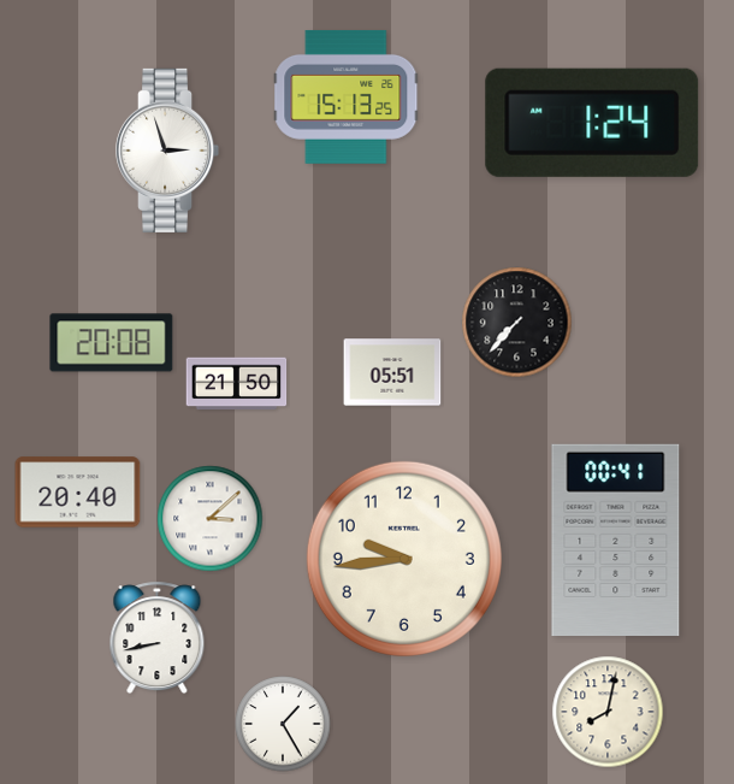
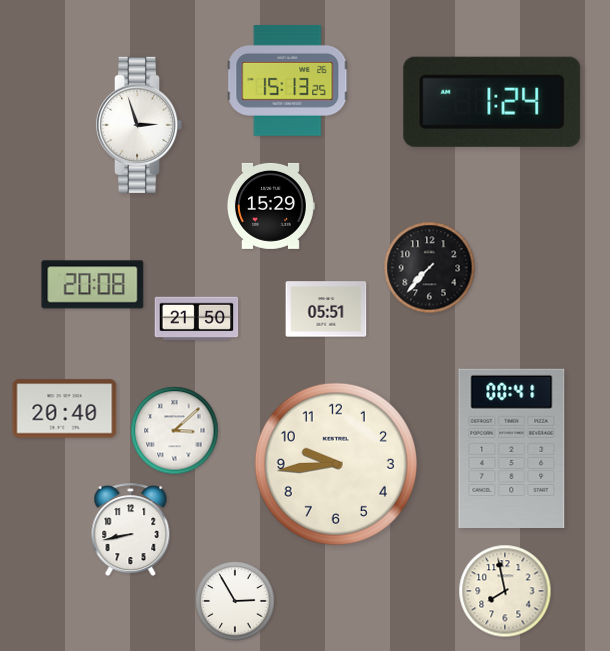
clock at (271, 206): none -> 15:29
clock at (608, 712): 8:02 -> 7:58
clock at (283, 724): 1:25 -> 2:55
